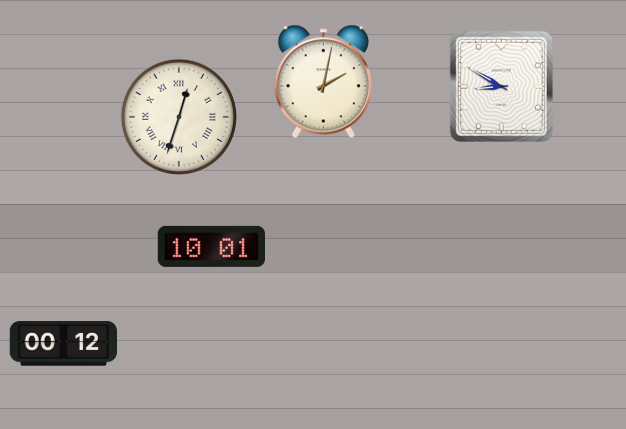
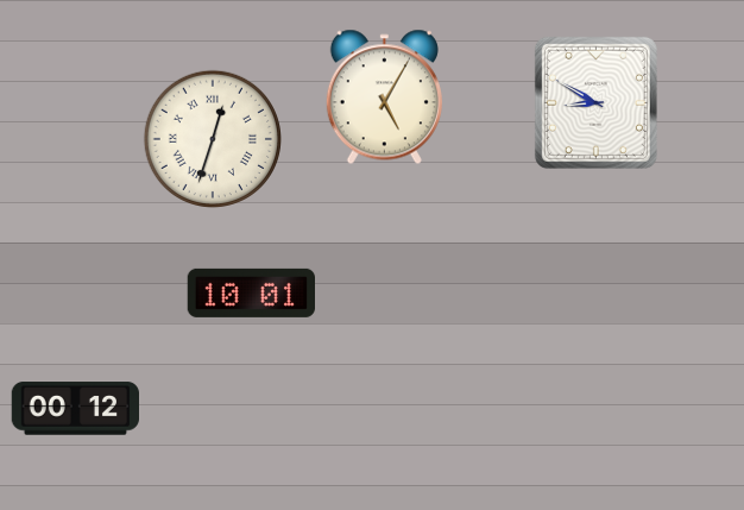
clock at (323, 82): 2:02 -> 5:05
